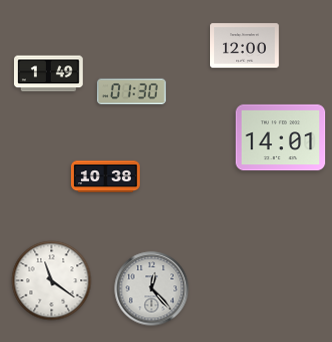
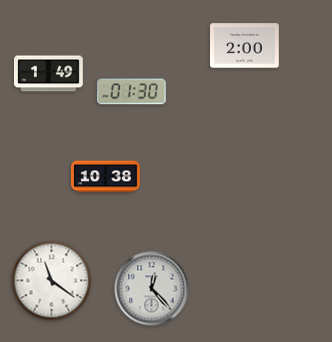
clock at (245, 46): 12:00 -> 2:00
clock at (281, 138): 14:01 -> none
